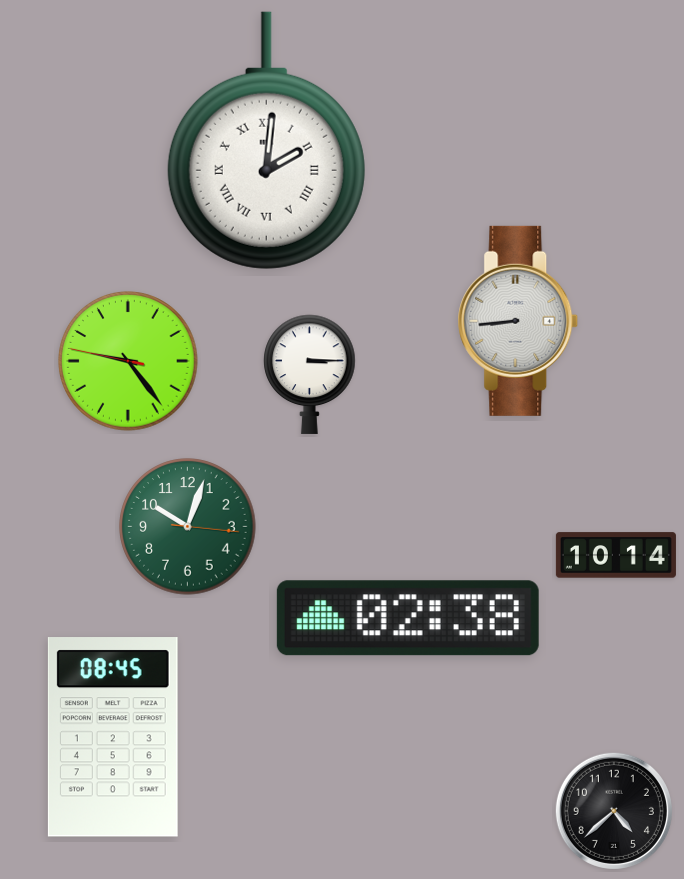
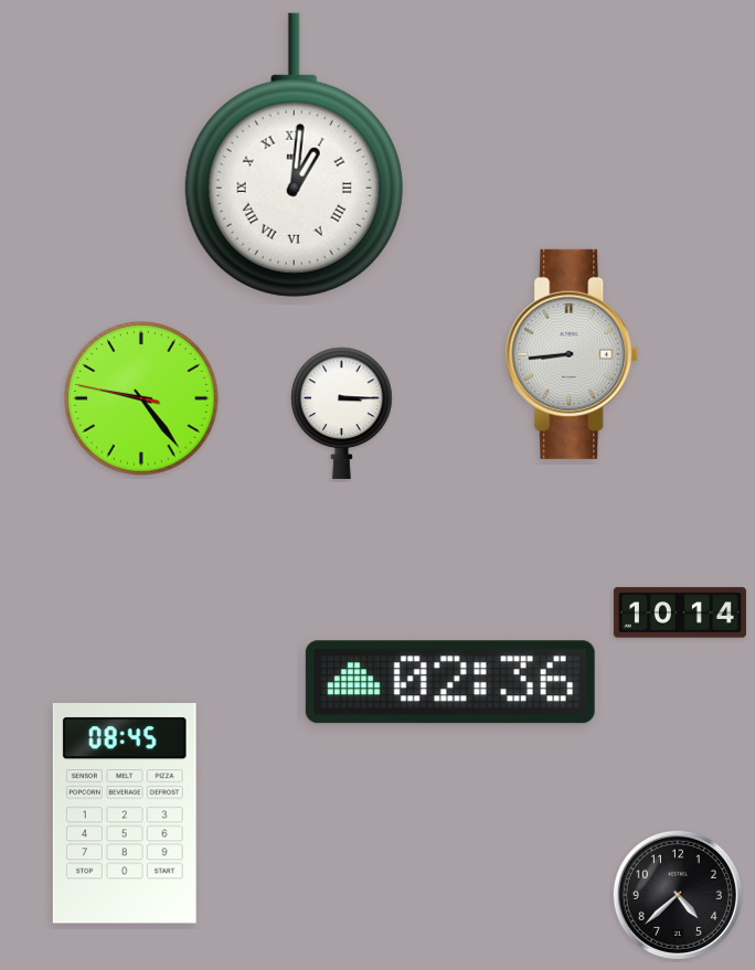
clock at (266, 141): 2:01 -> 1:01
clock at (188, 527): 10:03 -> none
clock at (408, 618): 02:38 -> 02:36
